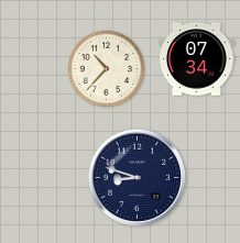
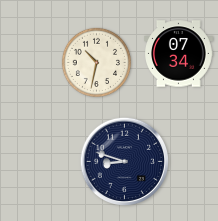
clock at (106, 68): 10:37 -> 10:32
